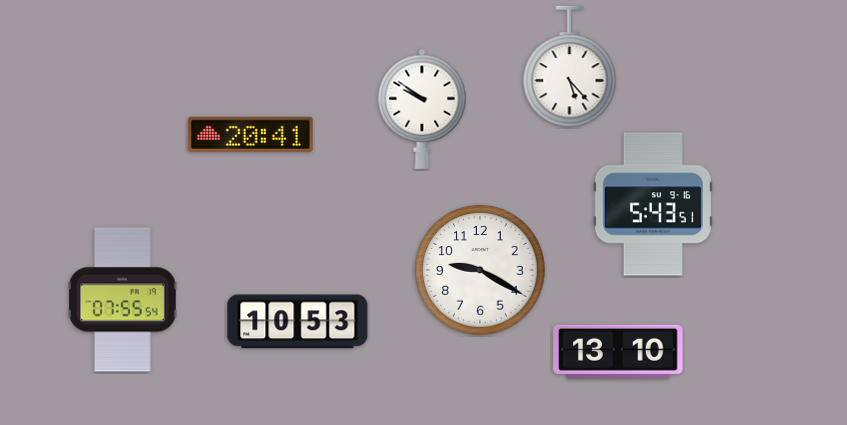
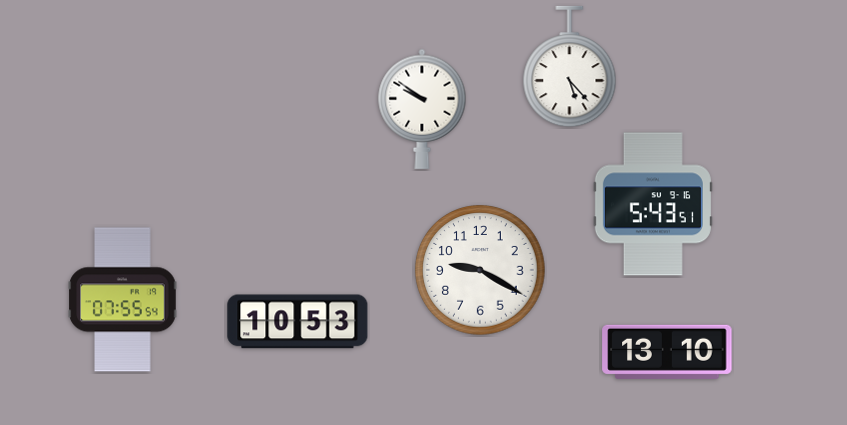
clock at (250, 134): 20:41 -> none
clock at (618, 352) position: (618, 352) -> (667, 352)
